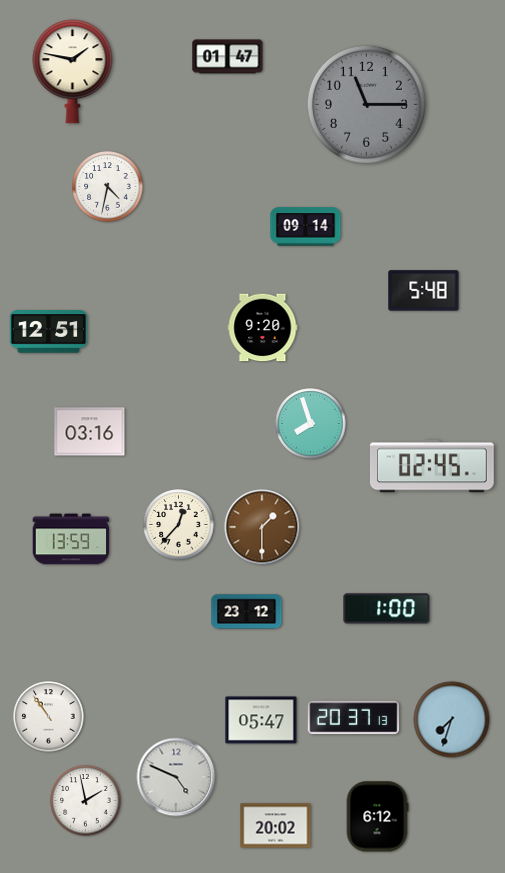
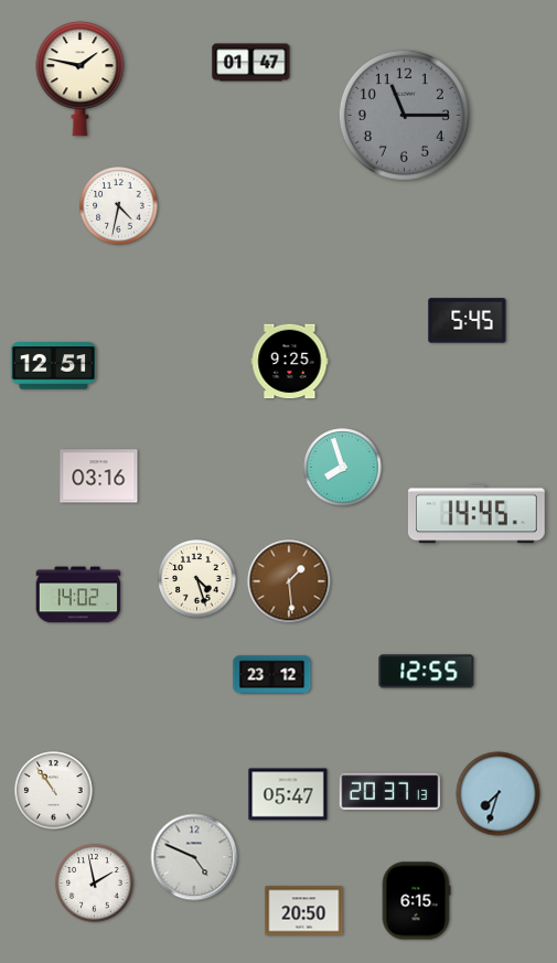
clock at (306, 227): 09:14 -> none
clock at (424, 291): 5:48 -> 5:45
clock at (263, 328): 9:20 -> 9:25
clock at (432, 466): 02:45 -> 14:45
clock at (179, 525): 12:37 -> 4:27
clock at (262, 527): 1:30 -> 1:29
clock at (71, 539): 13:59 -> 14:02
clock at (387, 609): 1:00 -> 12:55
clock at (377, 817): 6:12 -> 6:15
clock at (276, 826): 20:02 -> 20:50
